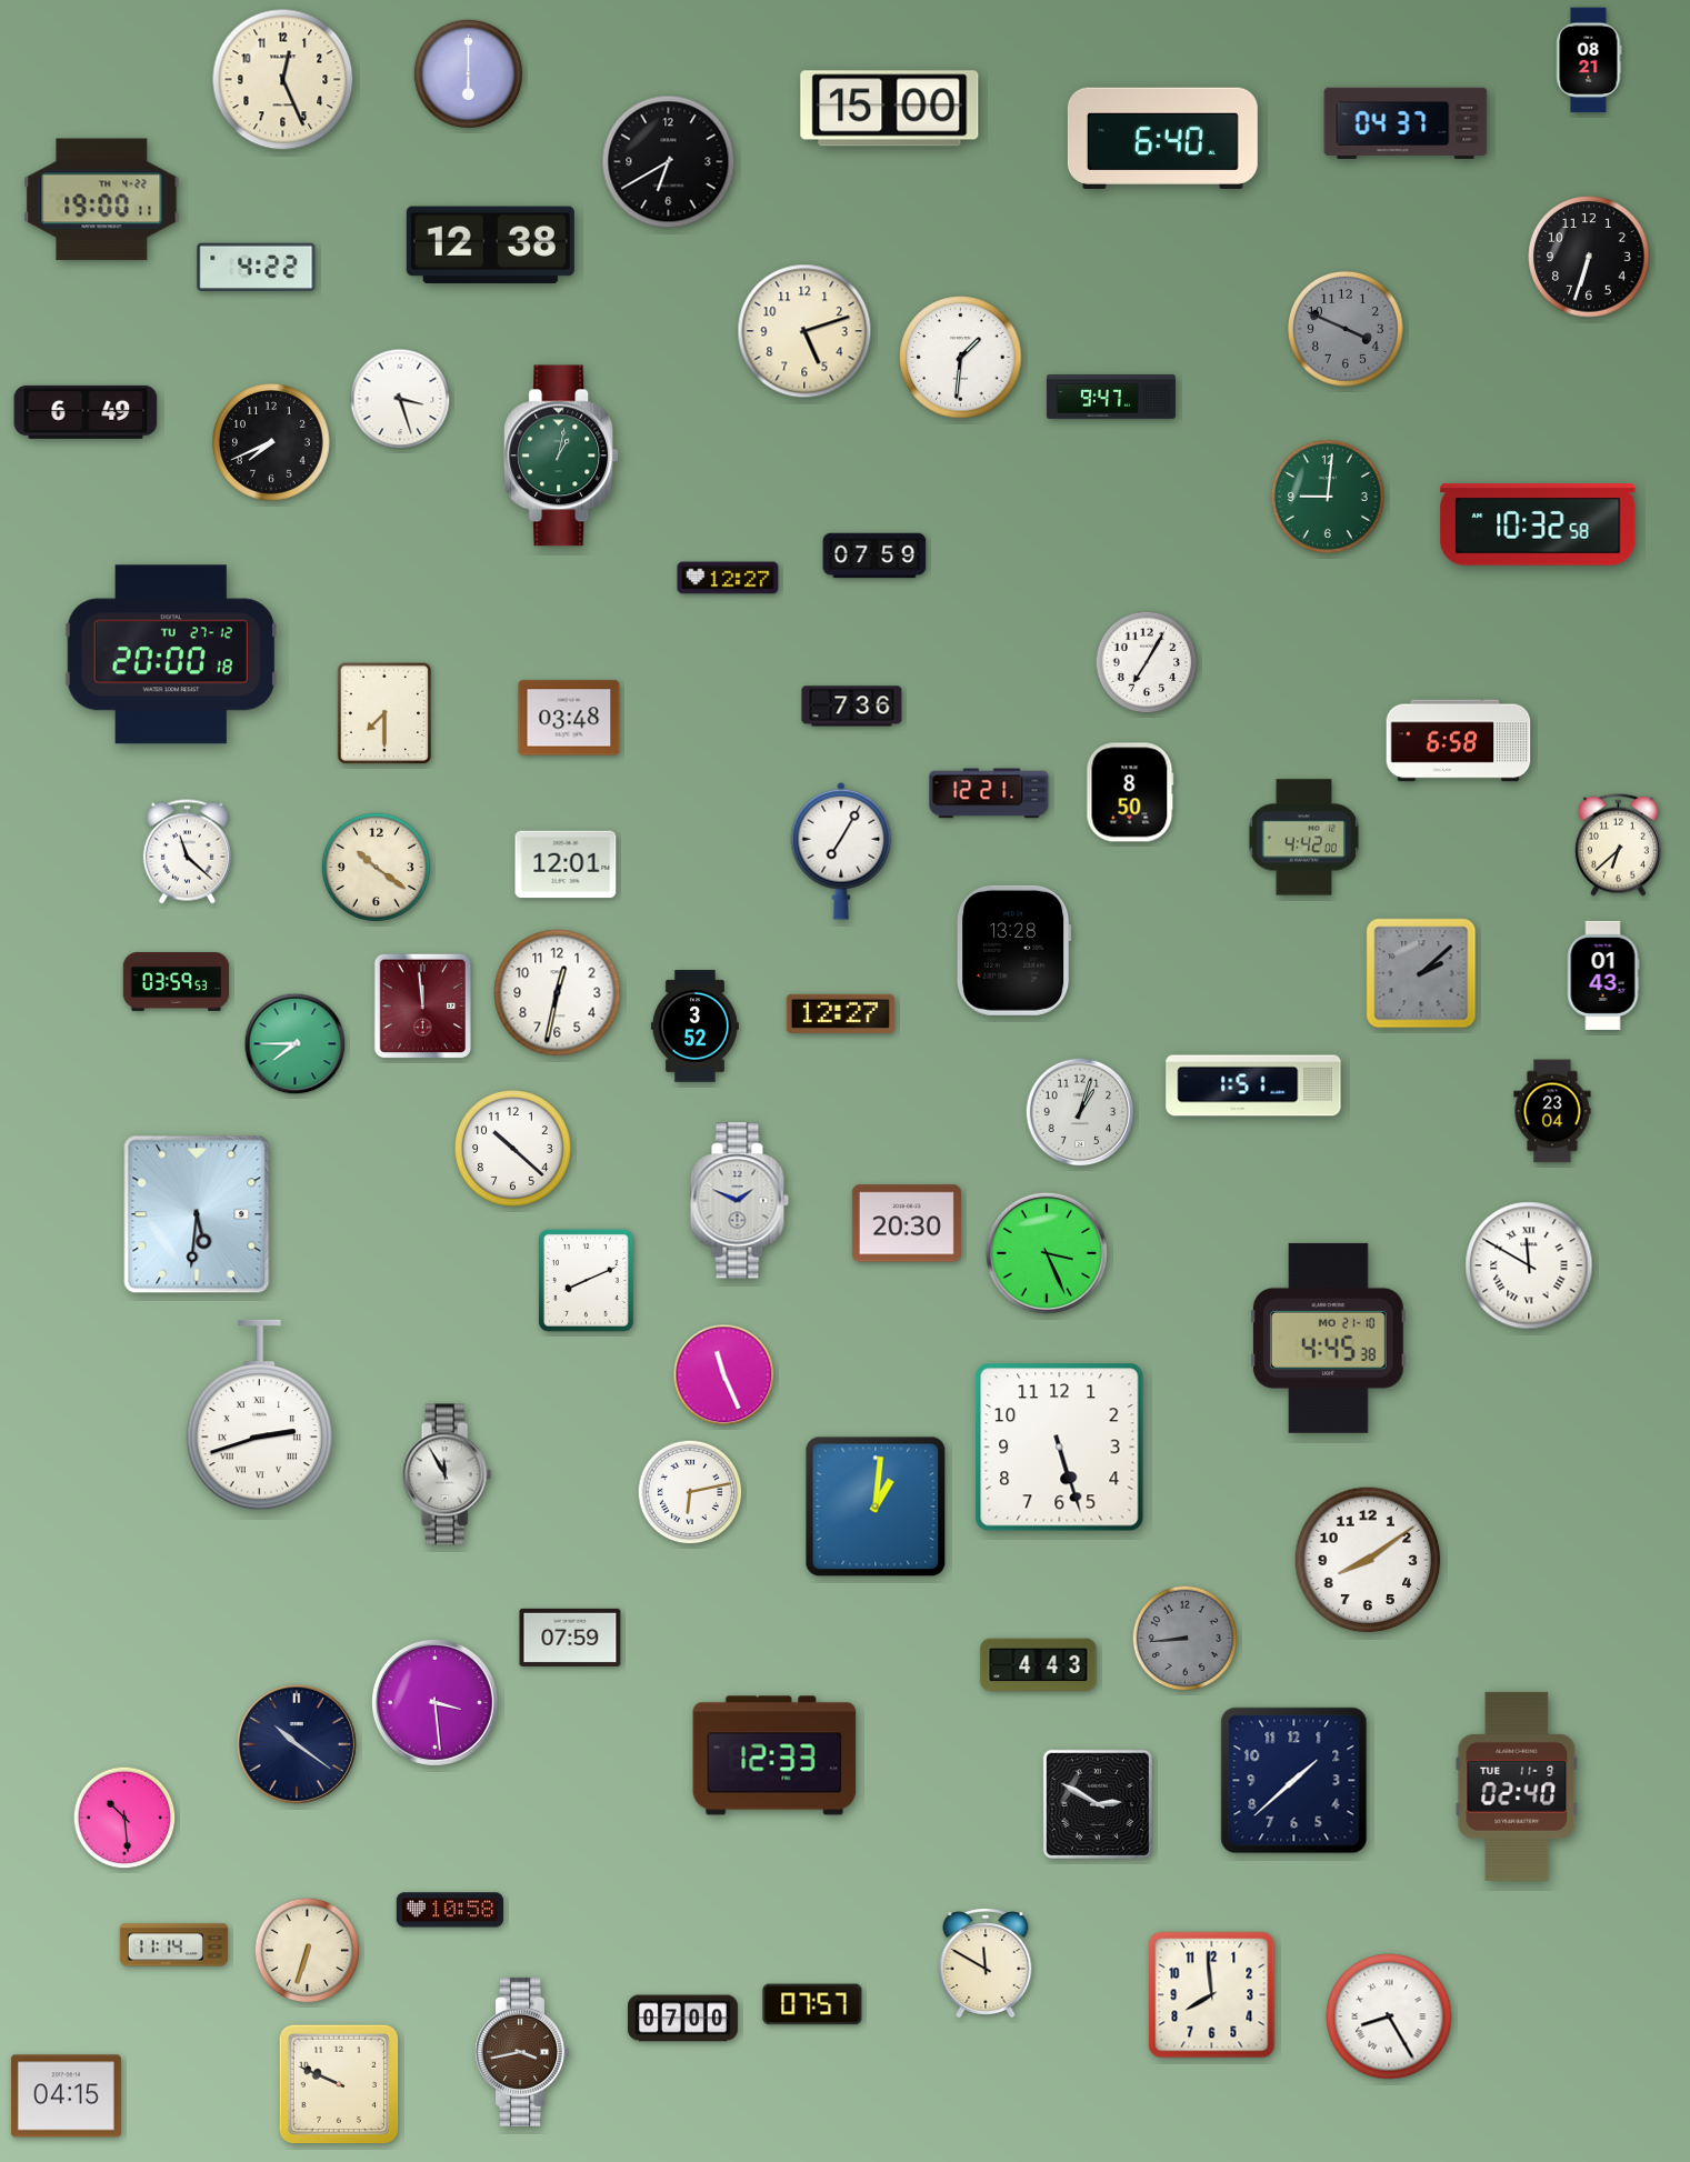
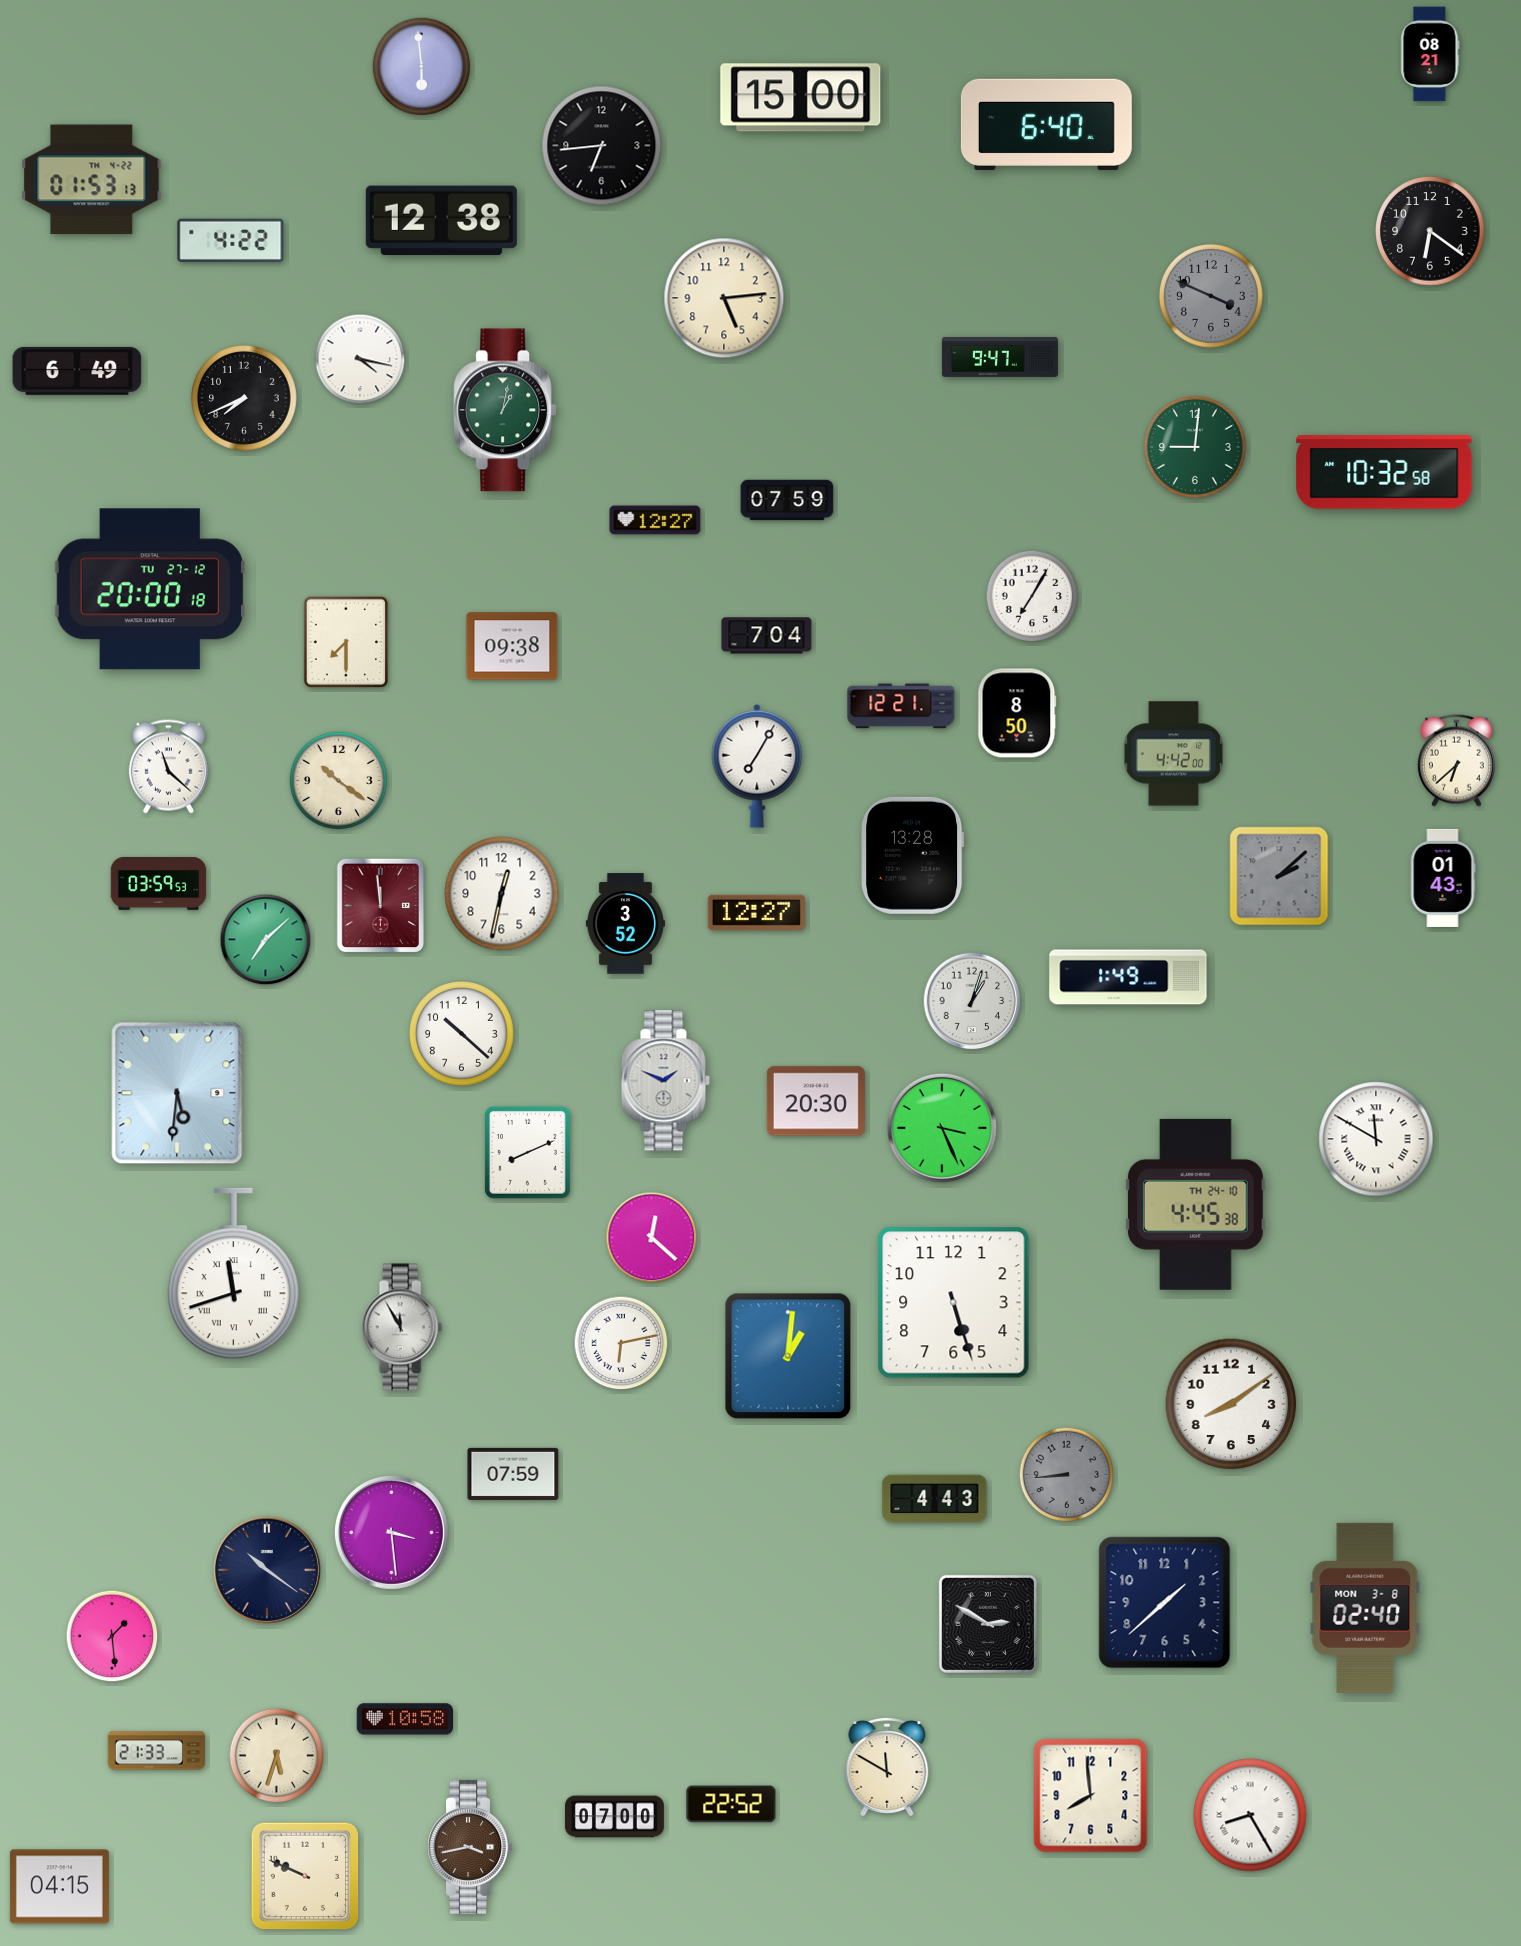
clock at (468, 73): 6:00 -> 5:59
clock at (283, 80): 12:26 -> none
clock at (1406, 122): 04:37 -> none
clock at (669, 162): 6:40 -> 6:44
clock at (102, 200): 19:00 -> 01:53
clock at (1589, 257): 6:33 -> 6:21
clock at (804, 331): 5:12 -> 5:14
clock at (961, 358): 1:31 -> none
clock at (400, 399): 3:27 -> 4:17
clock at (171, 654) position: (171, 654) -> (150, 589)
clock at (852, 707): 7:36 -> 7:04
clock at (569, 718): 03:48 -> 09:38
clock at (1459, 741): 6:58 -> none
clock at (989, 793) position: (989, 793) -> (901, 706)
clock at (566, 864): 12:01 -> none
clock at (296, 1044): 7:45 -> 7:08
clock at (1253, 1085): 1:51 -> 1:49
clock at (1552, 1111): 23:04 -> none
clock at (1328, 1338) date: MO 21-10 -> TH 24-10
clock at (724, 1375): 11:26 -> 12:22
clock at (259, 1415): 2:42 -> 11:42
clock at (774, 1755): 12:33 -> none
clock at (1517, 1786) date: TUE 11-9 -> MON 3-8
clock at (124, 1818): 10:29 -> 1:29
clock at (173, 1945): 11:14 -> 21:33
clock at (308, 1951): 6:33 -> 5:33
clock at (812, 2004): 07:57 -> 22:52
